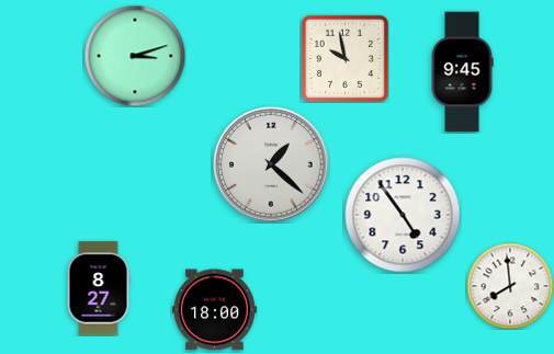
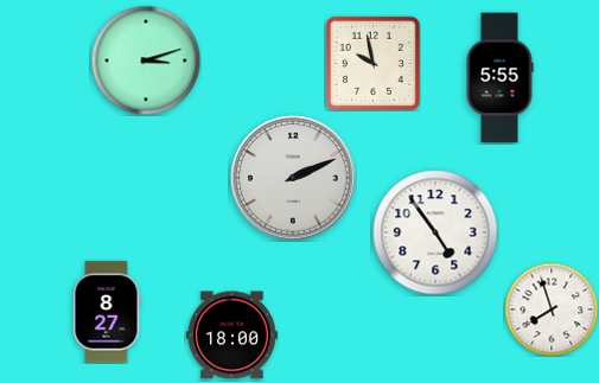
clock at (462, 72): 9:45 -> 5:55
clock at (271, 164): 1:22 -> 2:11
clock at (510, 286): 7:59 -> 7:57
